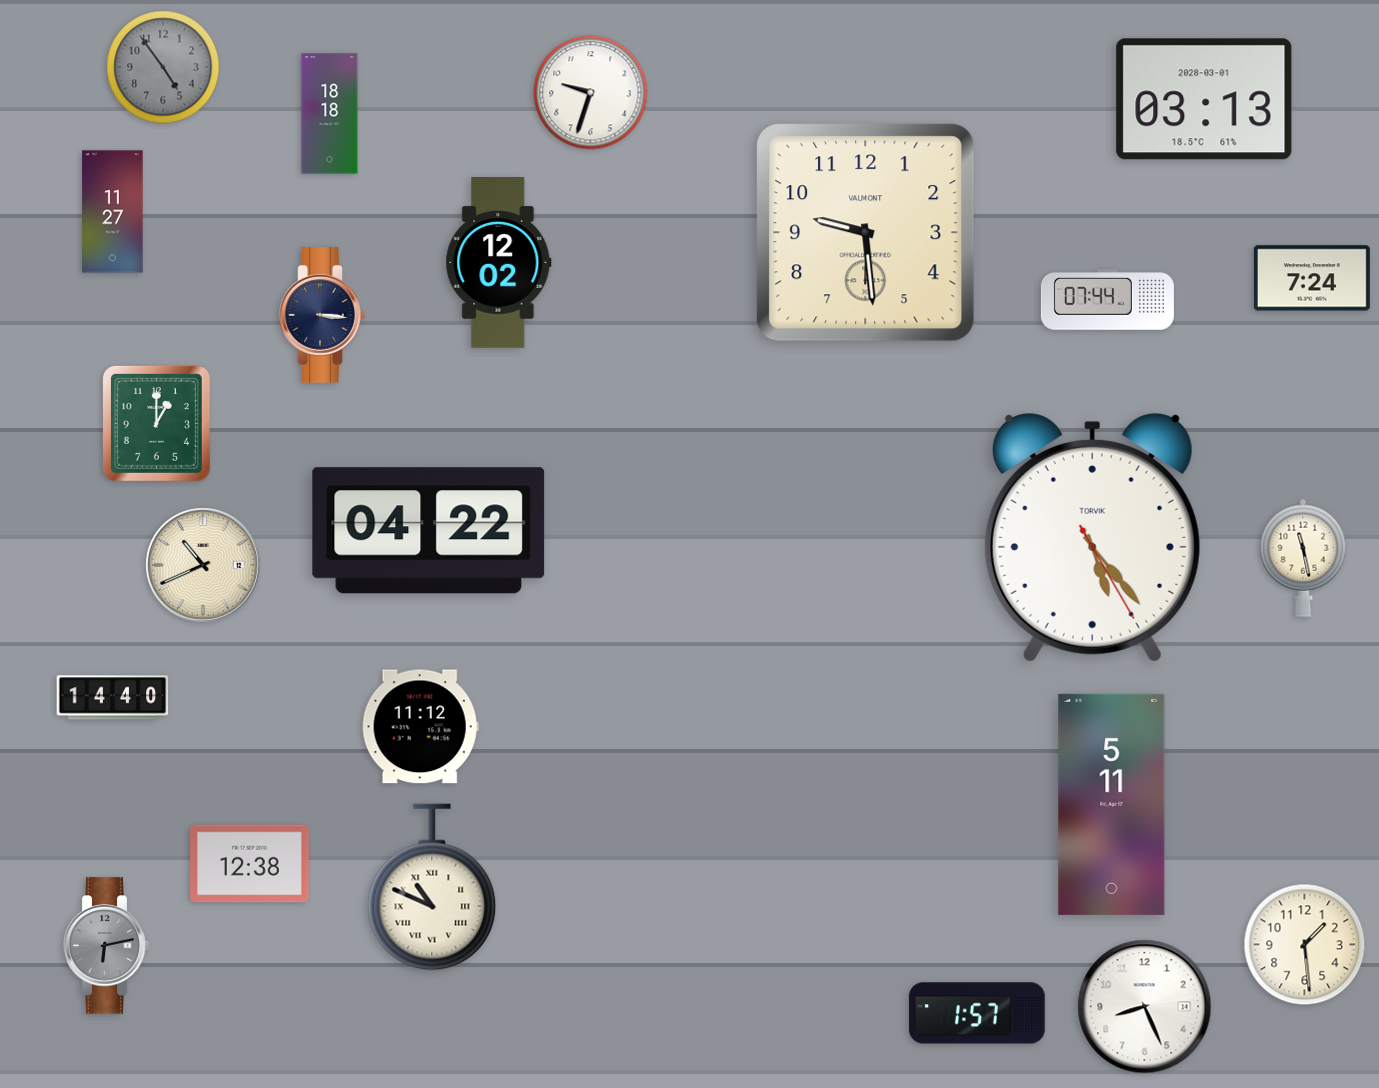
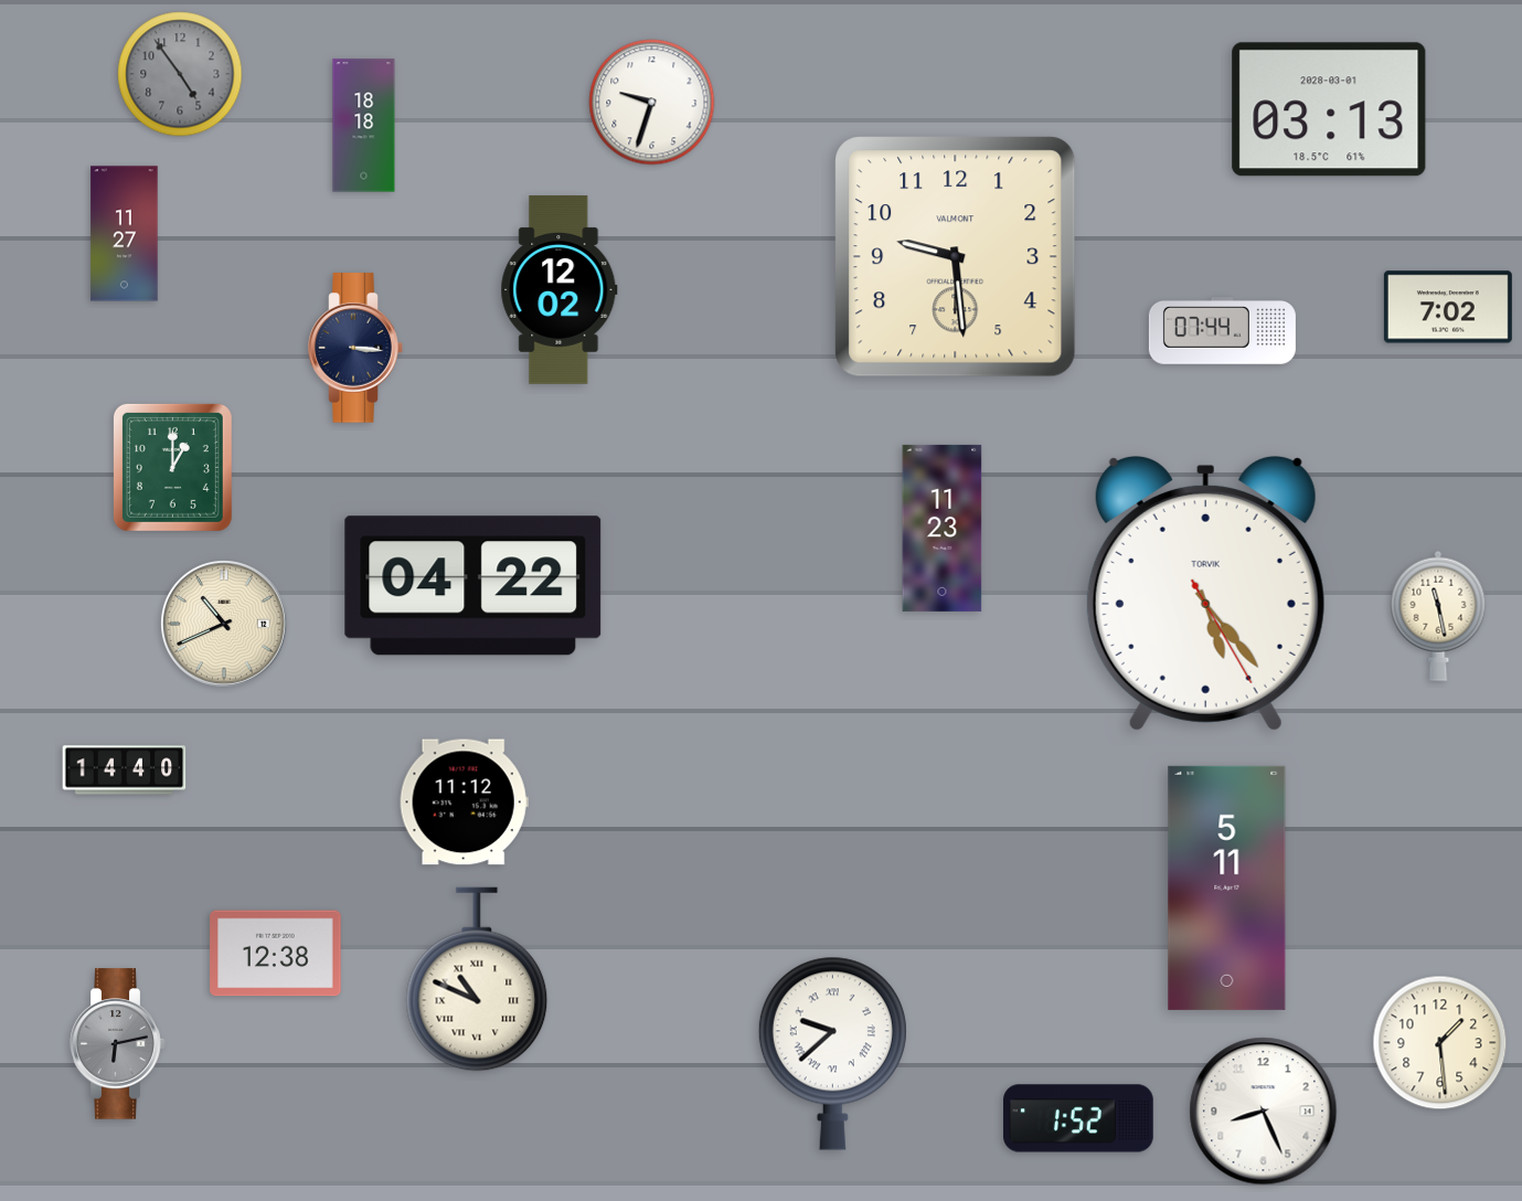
clock at (499, 263) position: (499, 263) -> (560, 290)
clock at (1312, 278): 7:24 -> 7:02
clock at (943, 528): none -> 11:23
clock at (832, 1053): none -> 9:38
clock at (977, 1013): 1:57 -> 1:52
